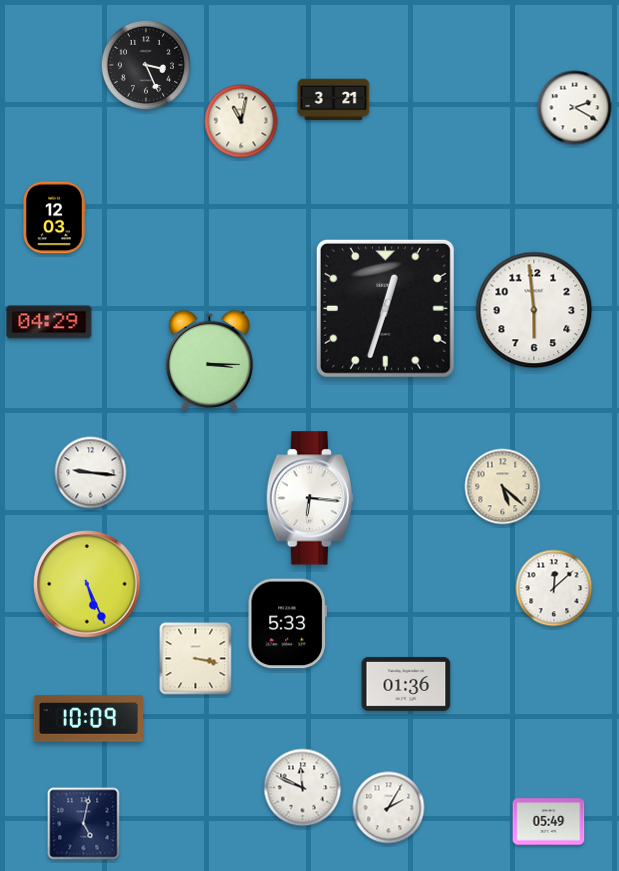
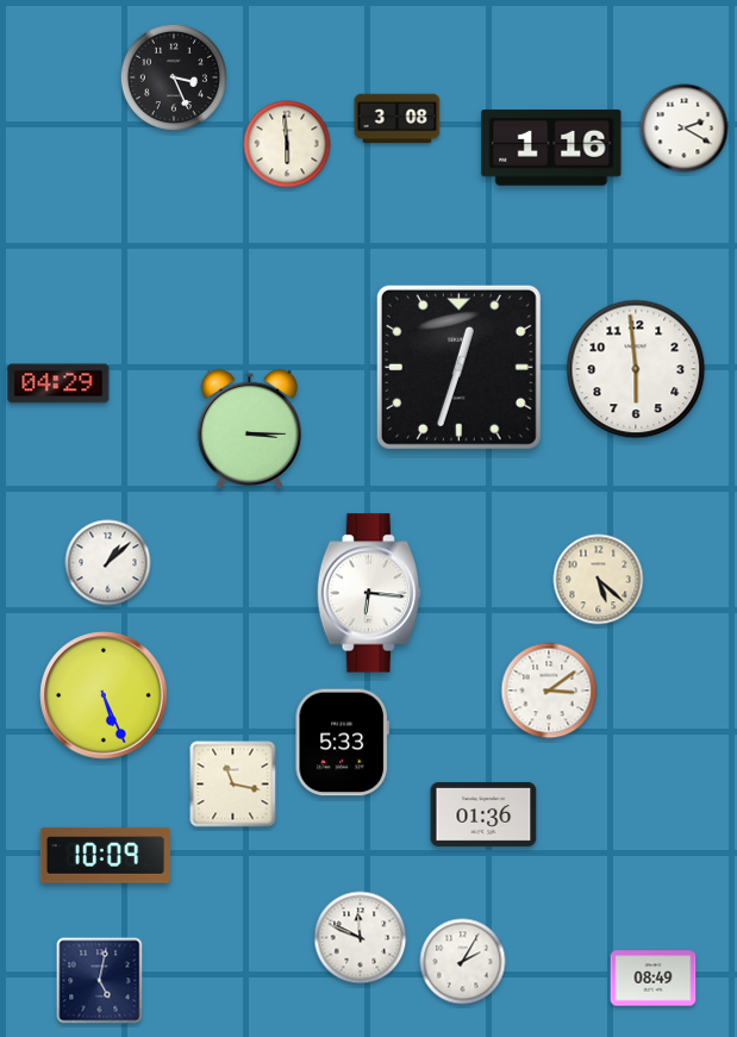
clock at (334, 100): 3:21 -> 3:08
clock at (241, 121): 11:02 -> 5:59
clock at (551, 149): none -> 1:16
clock at (54, 218): 12:03 -> none
clock at (91, 473): 9:16 -> 1:08
clock at (549, 691): none -> 3:09
clock at (554, 588): 12:08 -> none
clock at (196, 659): 3:17 -> 11:17
clock at (549, 822): 05:49 -> 08:49
